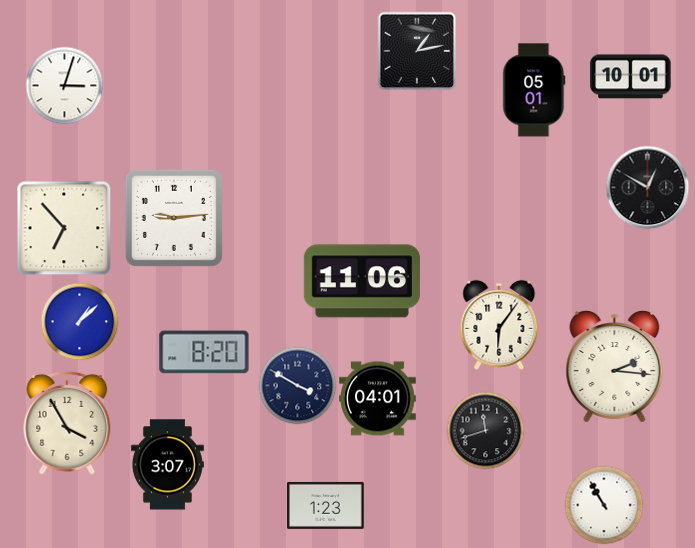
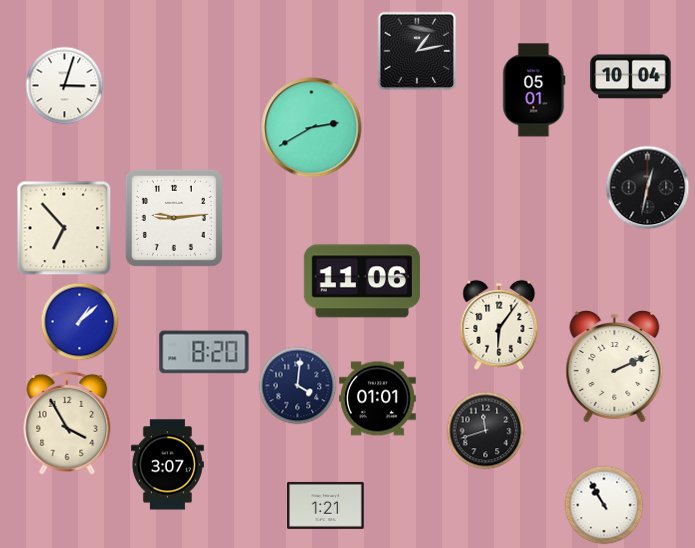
clock at (631, 77): 10:01 -> 10:04
clock at (312, 128): none -> 2:40
clock at (647, 187): 12:50 -> 12:32
clock at (615, 367): 2:16 -> 2:11
clock at (297, 385): 3:50 -> 4:01
clock at (378, 399): 04:01 -> 01:01
clock at (326, 505): 1:23 -> 1:21
